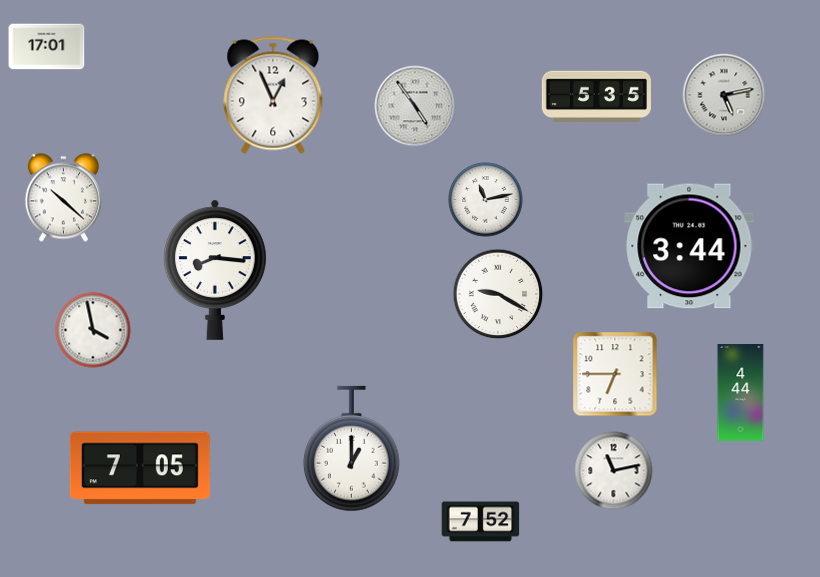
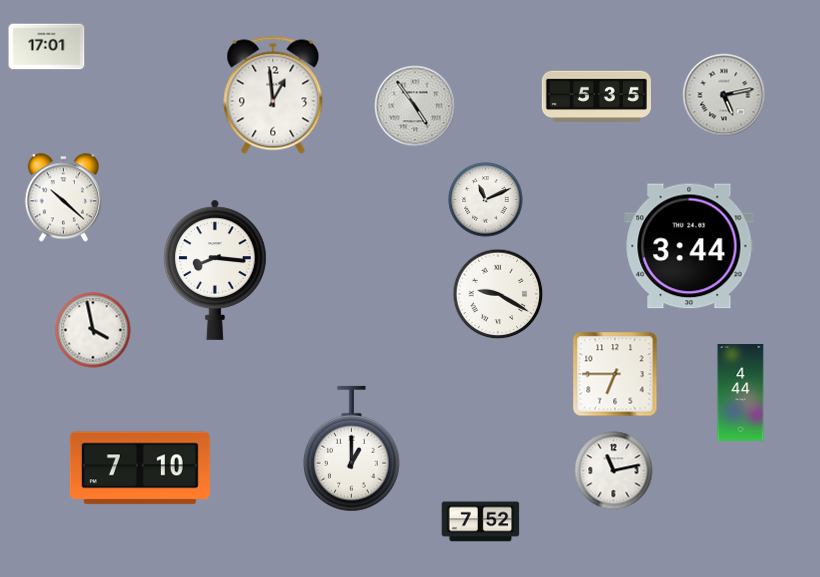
clock at (273, 95): 12:56 -> 12:59
clock at (486, 200): 11:13 -> 11:11
clock at (140, 468): 7:05 -> 7:10
